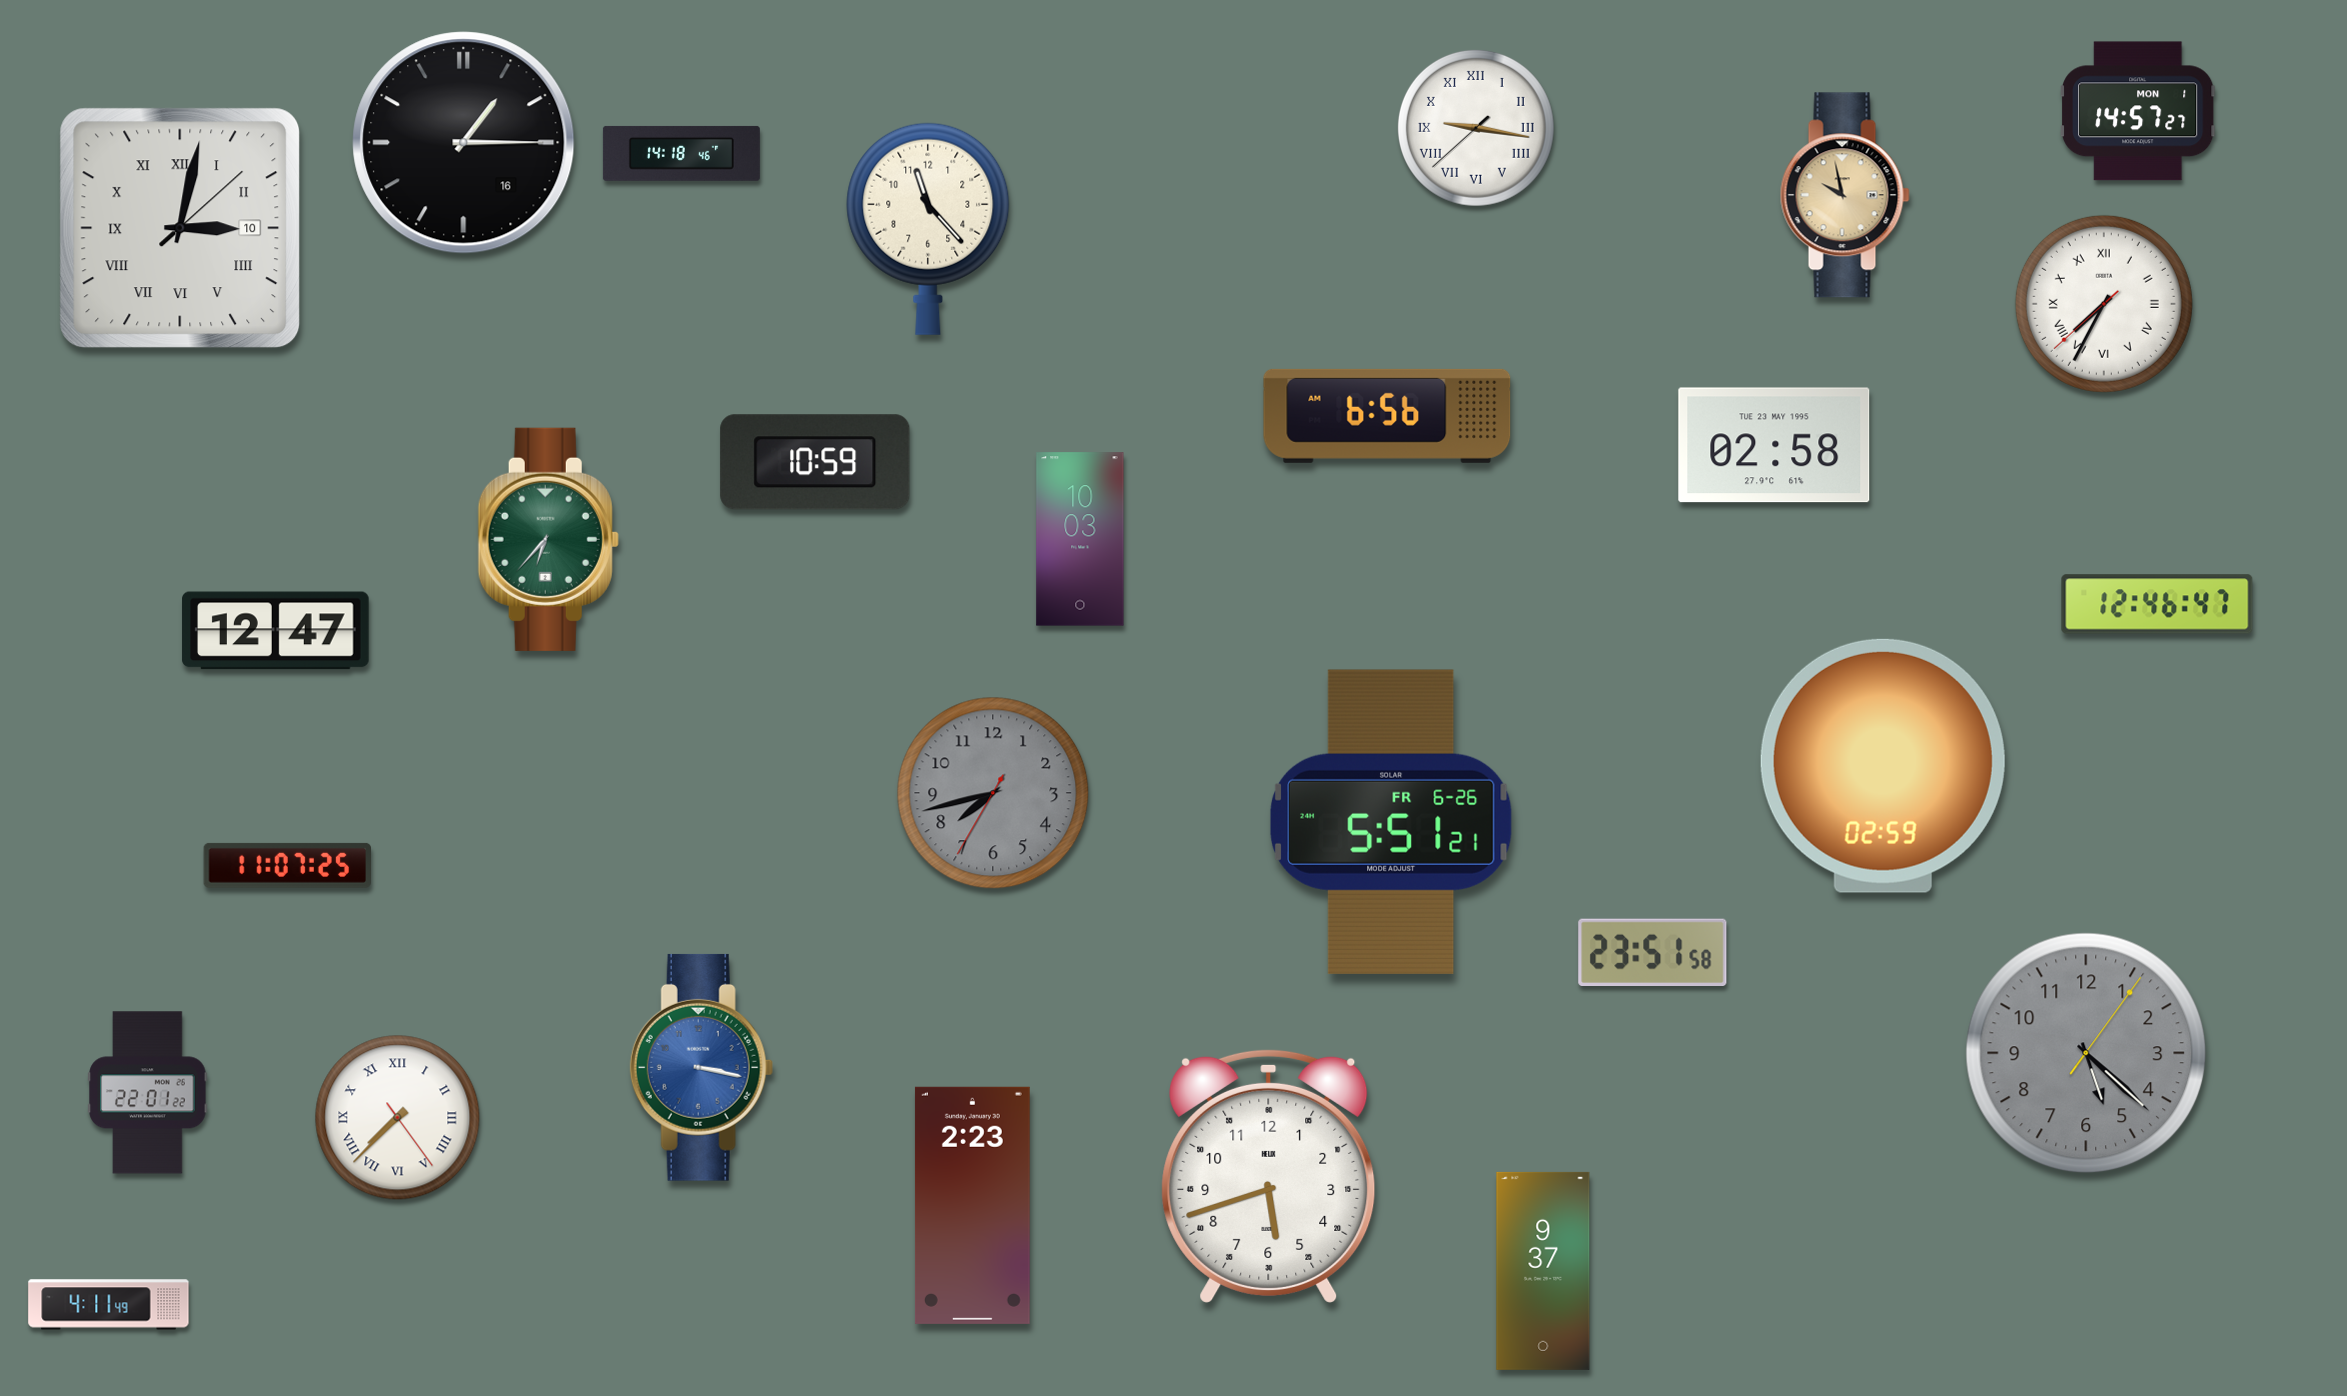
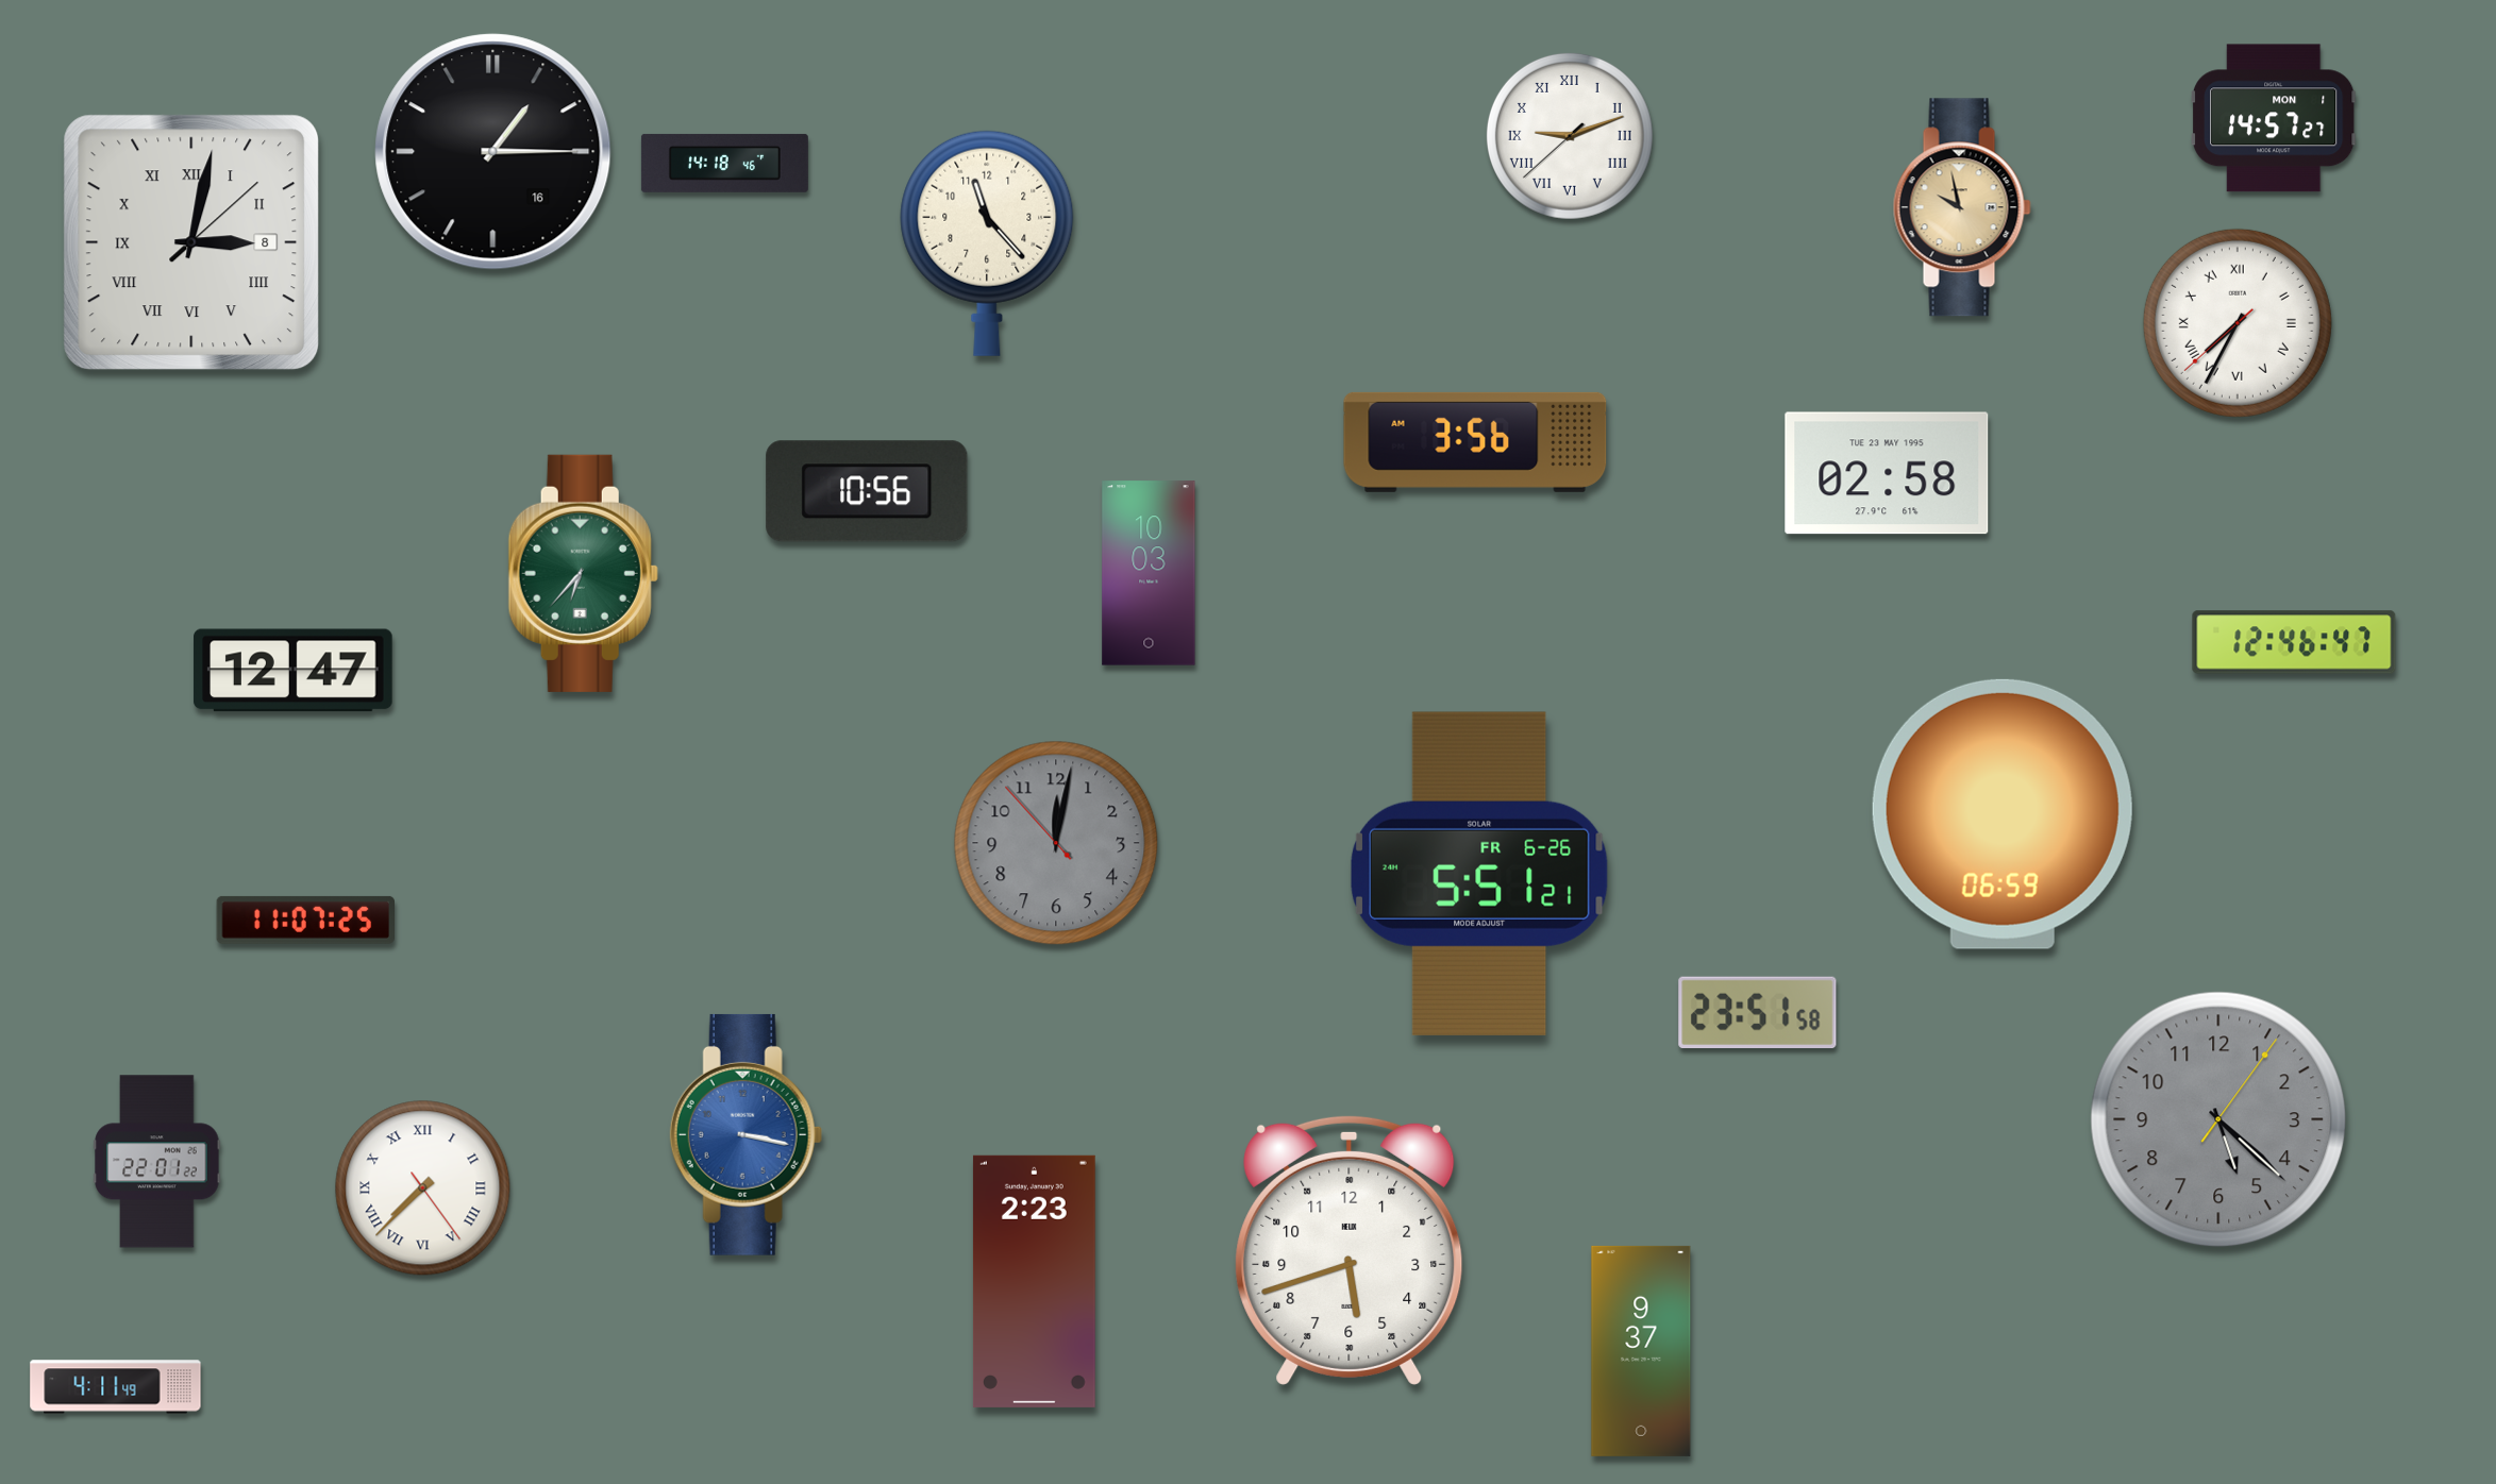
clock at (1476, 128): 9:16 -> 9:11
clock at (180, 228) date: 10 -> 8
clock at (1387, 416): 6:56 -> 3:56
clock at (815, 462): 10:59 -> 10:56
clock at (1883, 766): 02:59 -> 06:59
clock at (993, 793): 7:42 -> 12:01
